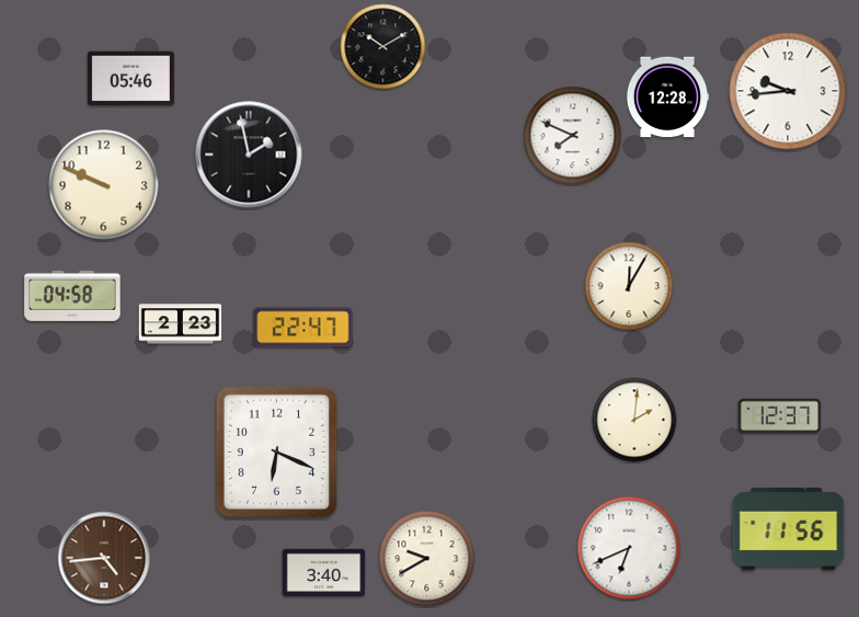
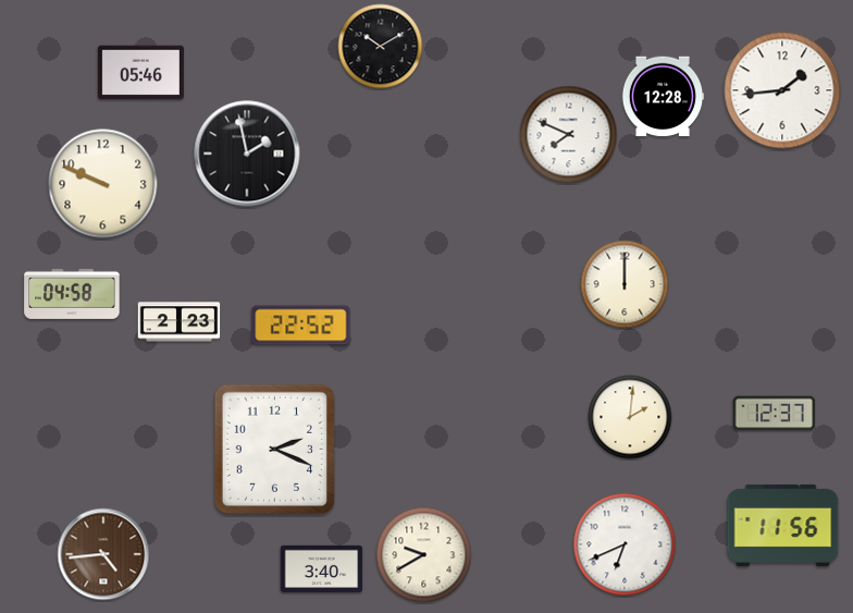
clock at (130, 79) position: (130, 79) -> (140, 73)
clock at (788, 91): 9:44 -> 1:44
clock at (629, 286): 12:05 -> 12:00
clock at (303, 328): 22:47 -> 22:52
clock at (276, 452): 6:19 -> 2:19
